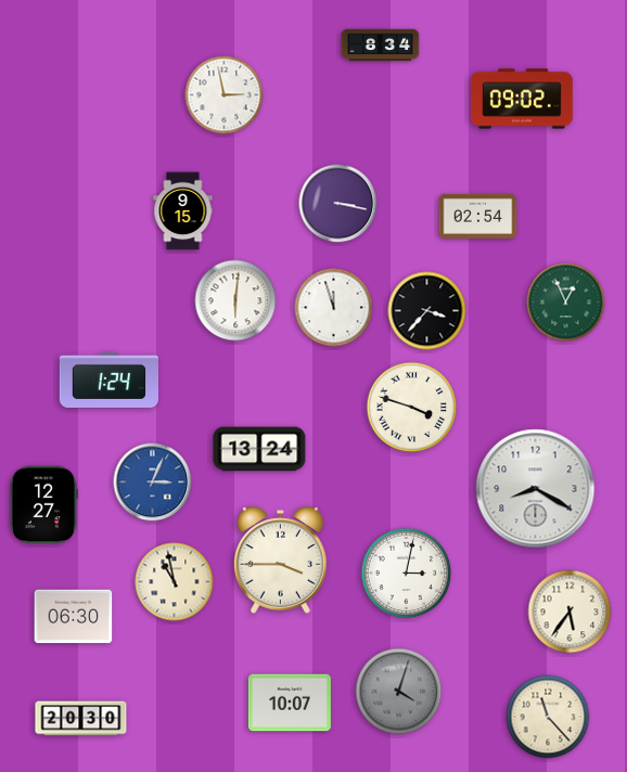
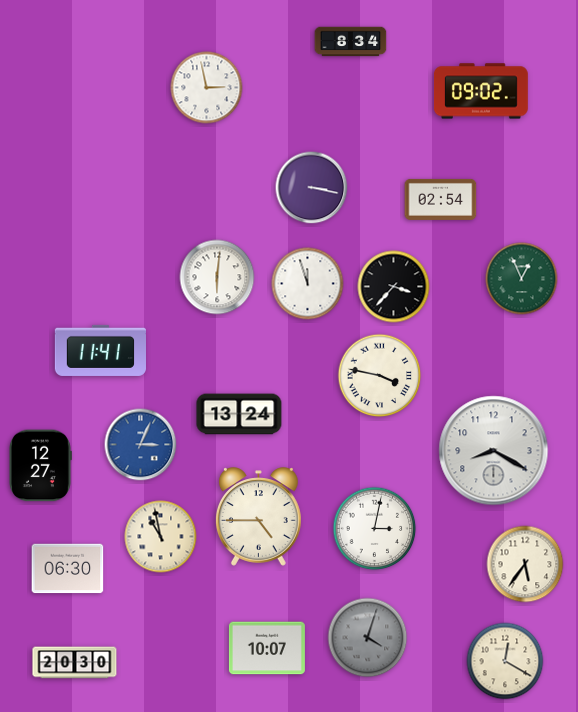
clock at (183, 211): 9:15 -> none
clock at (108, 379): 1:24 -> 11:41
clock at (412, 408): 3:48 -> 3:47
clock at (280, 561): 3:45 -> 4:45
clock at (548, 717): 11:23 -> 12:20
